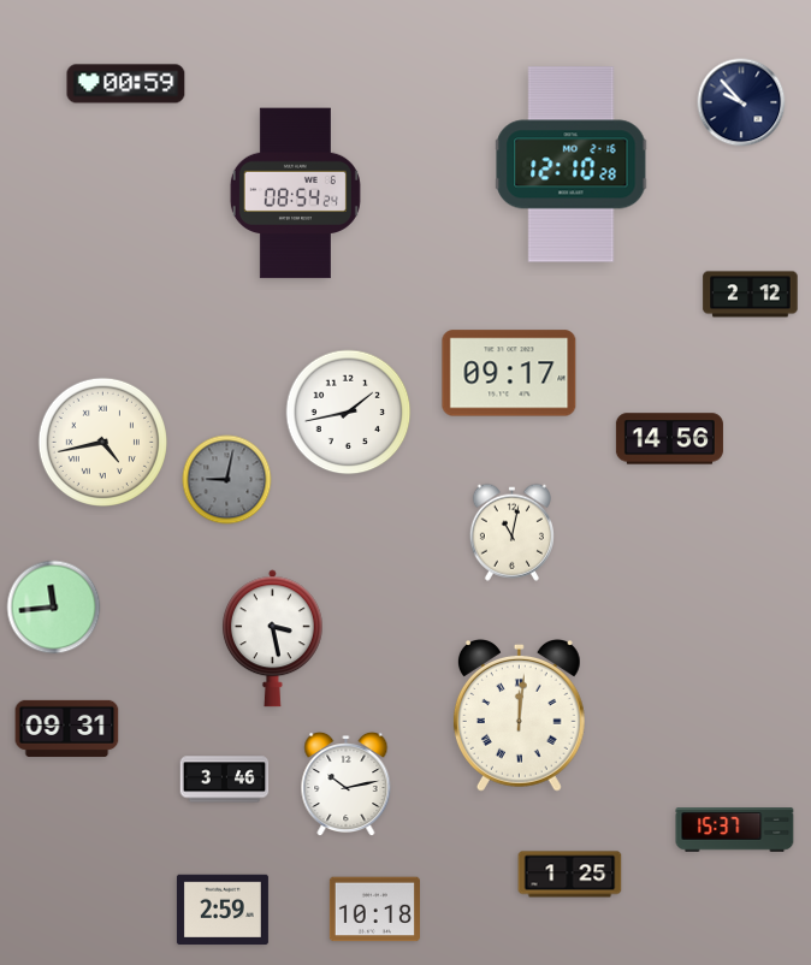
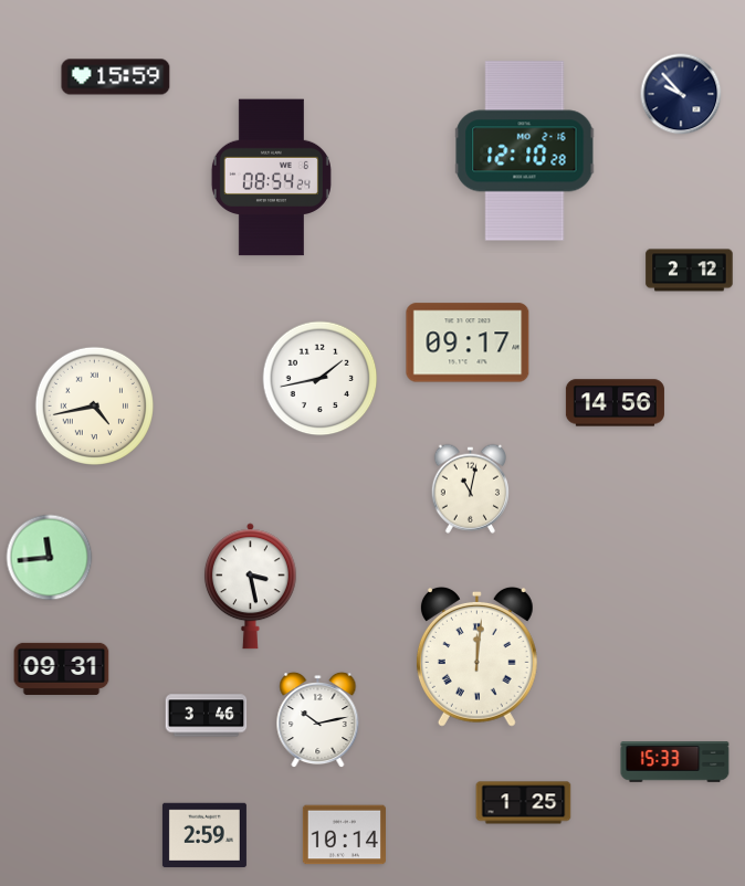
clock at (126, 84): 00:59 -> 15:59
clock at (227, 480): 9:02 -> none
clock at (735, 830): 15:37 -> 15:33
clock at (374, 910): 10:18 -> 10:14
